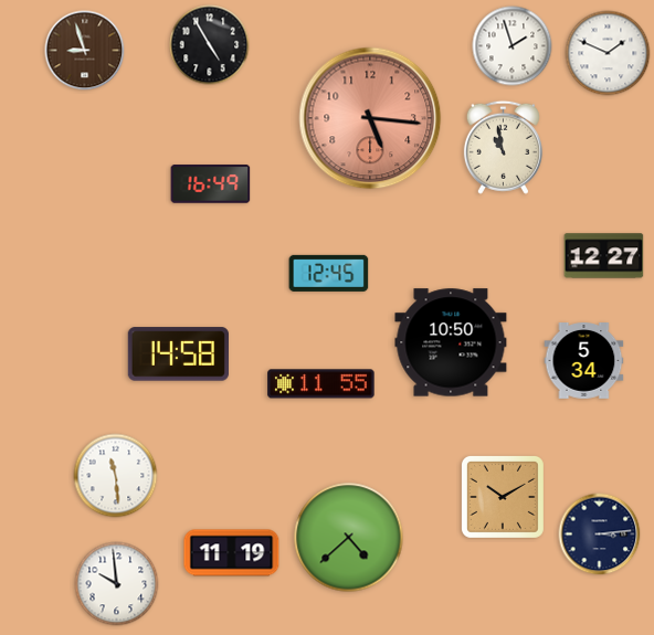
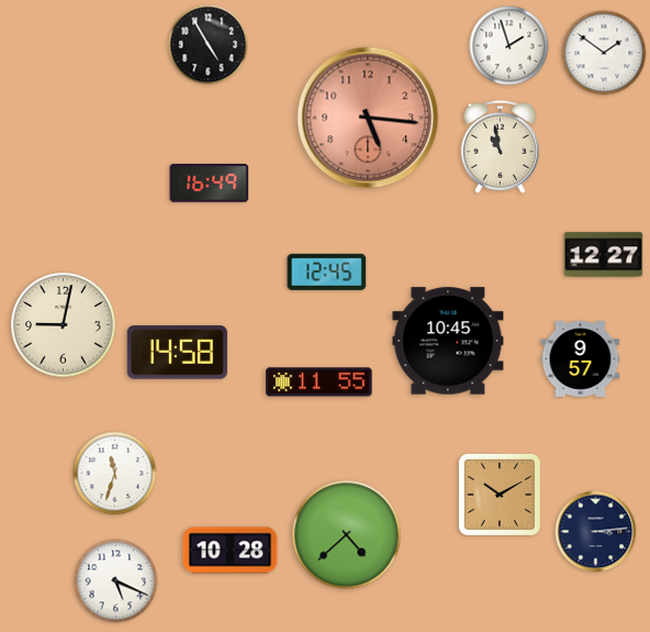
clock at (85, 51): 8:57 -> none
clock at (608, 53): 1:49 -> 1:51
clock at (604, 256) position: (604, 256) -> (604, 255)
clock at (64, 325): none -> 9:02
clock at (451, 342): 10:50 -> 10:45
clock at (584, 361): 5:34 -> 9:57
clock at (116, 476): 11:29 -> 11:33
clock at (232, 553): 11:19 -> 10:28
clock at (117, 584): 9:59 -> 5:19
